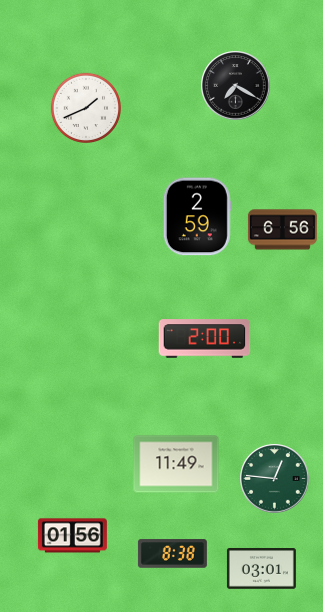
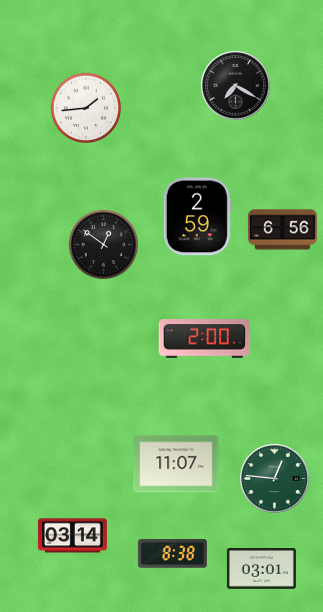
clock at (85, 107): 1:41 -> 1:44
clock at (104, 245): none -> 12:51
clock at (176, 464): 11:49 -> 11:07
clock at (72, 536): 01:56 -> 03:14
